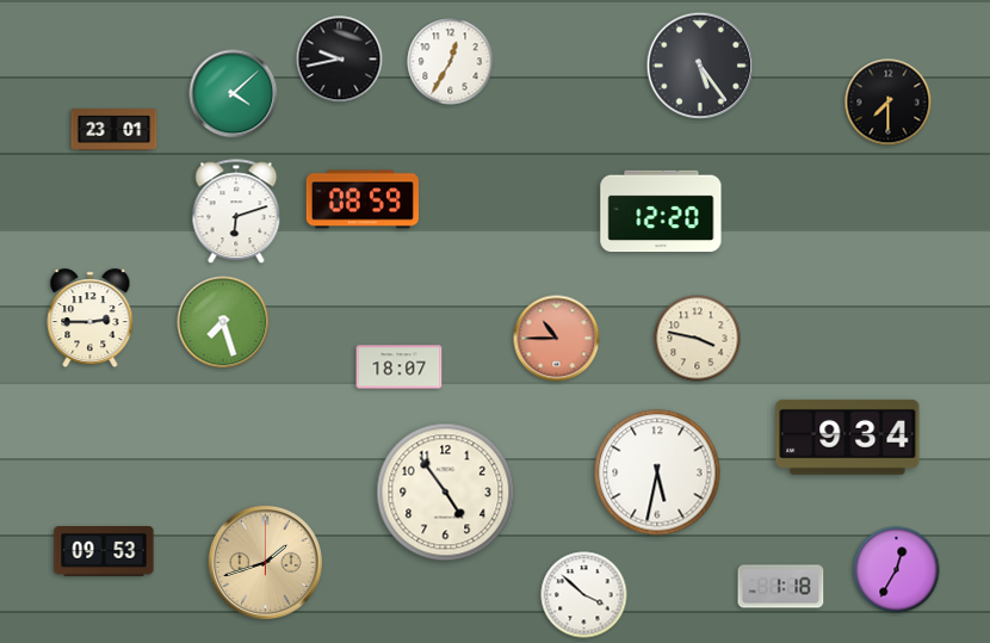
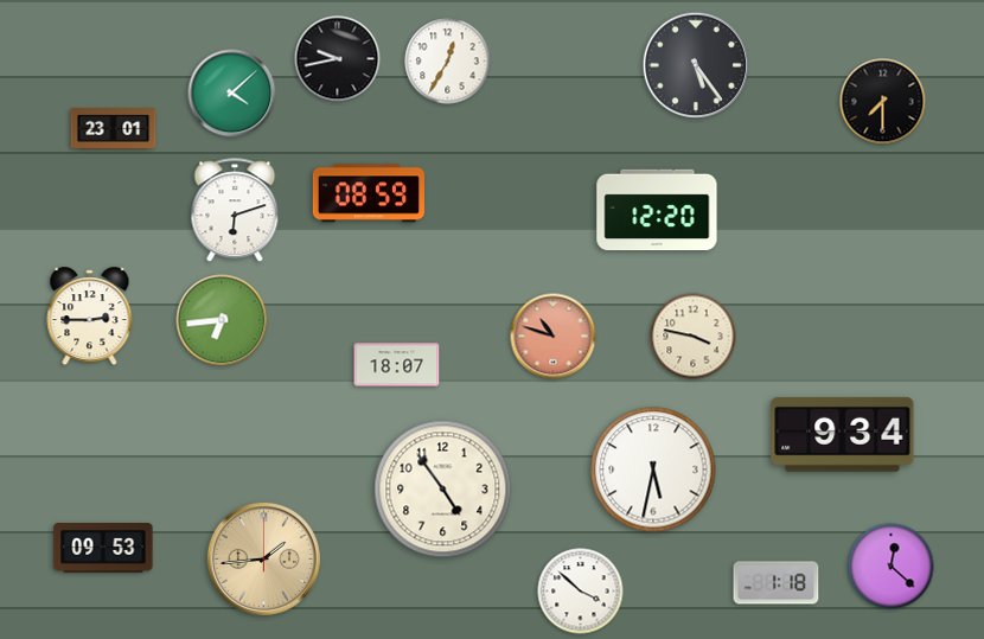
clock at (363, 199) position: (363, 199) -> (369, 193)
clock at (223, 322): 7:27 -> 6:44
clock at (557, 339): 10:45 -> 10:48
clock at (265, 562): 1:42 -> 1:44
clock at (897, 570): 12:35 -> 12:22
